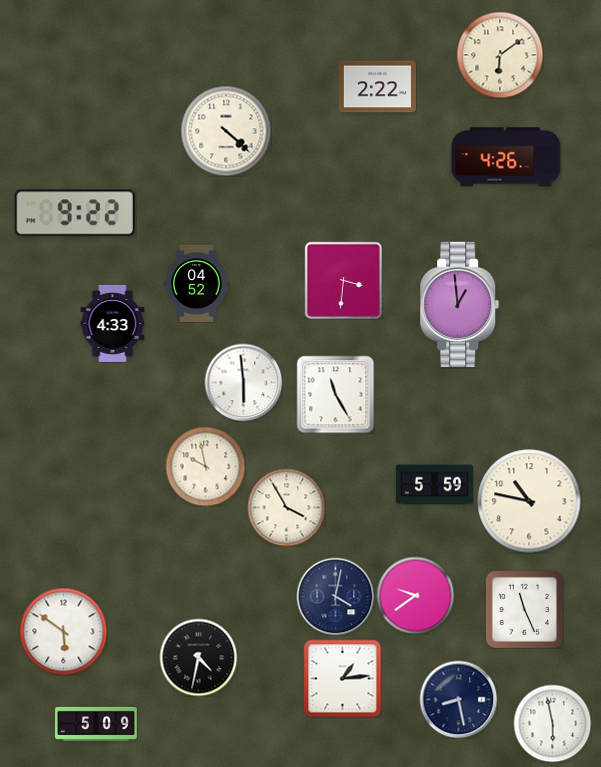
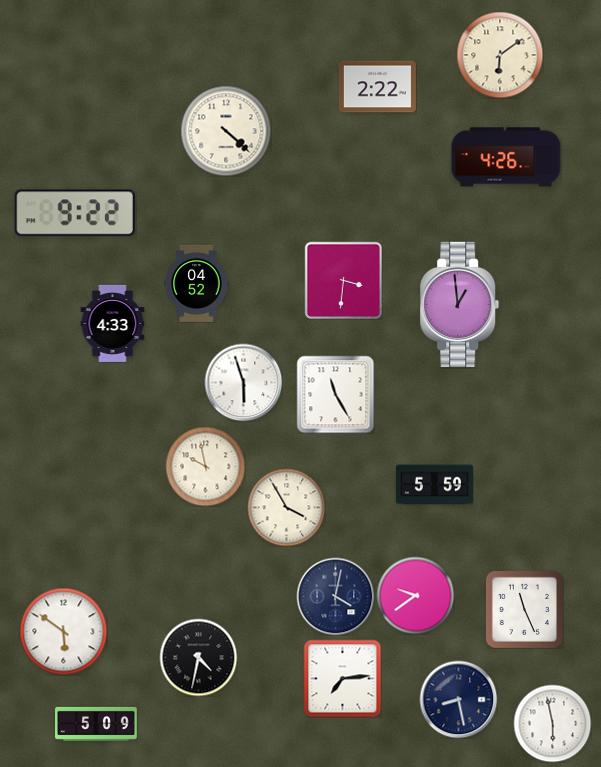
clock at (243, 382): 5:59 -> 5:57
clock at (529, 501): 10:47 -> none
clock at (342, 678): 1:14 -> 7:14
